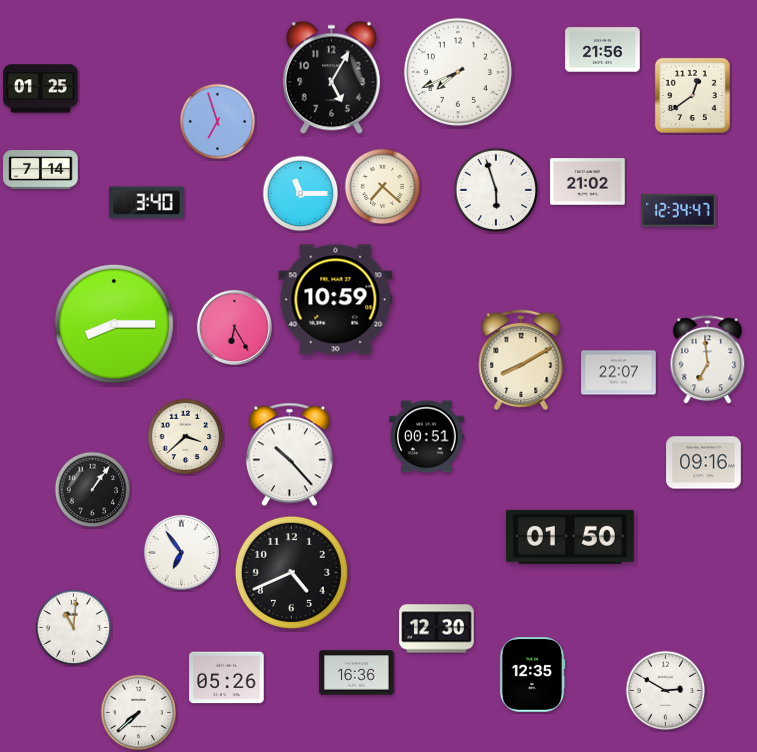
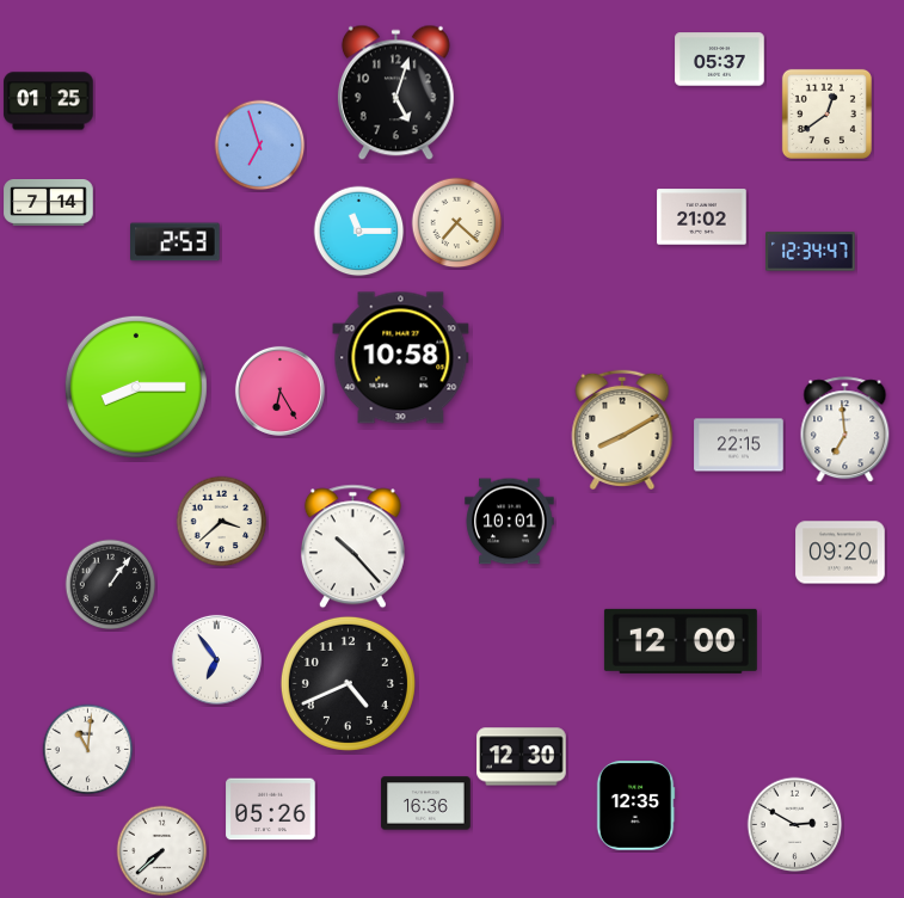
clock at (603, 50): 21:56 -> 05:37
clock at (458, 72): 7:41 -> none
clock at (331, 78): 5:05 -> 5:03
clock at (41, 89) position: (41, 89) -> (49, 102)
clock at (496, 190): 5:57 -> none
clock at (147, 203): 3:40 -> 2:53
clock at (336, 300): 10:59 -> 10:58
clock at (619, 373): 22:07 -> 22:15
clock at (427, 437): 00:51 -> 10:01
clock at (289, 455) position: (289, 455) -> (352, 547)
clock at (704, 463): 09:16 -> 09:20
clock at (570, 537): 01:50 -> 12:00
clock at (437, 629) position: (437, 629) -> (522, 757)
clock at (139, 713) position: (139, 713) -> (162, 851)
